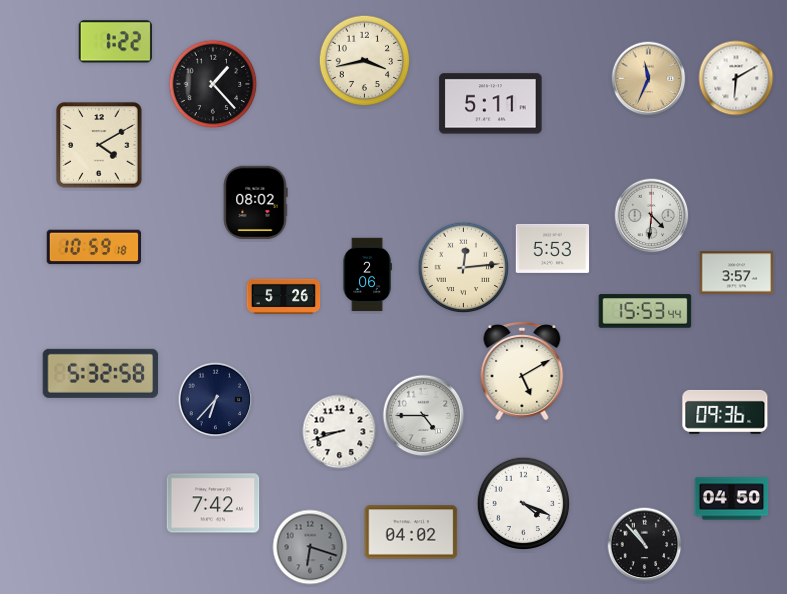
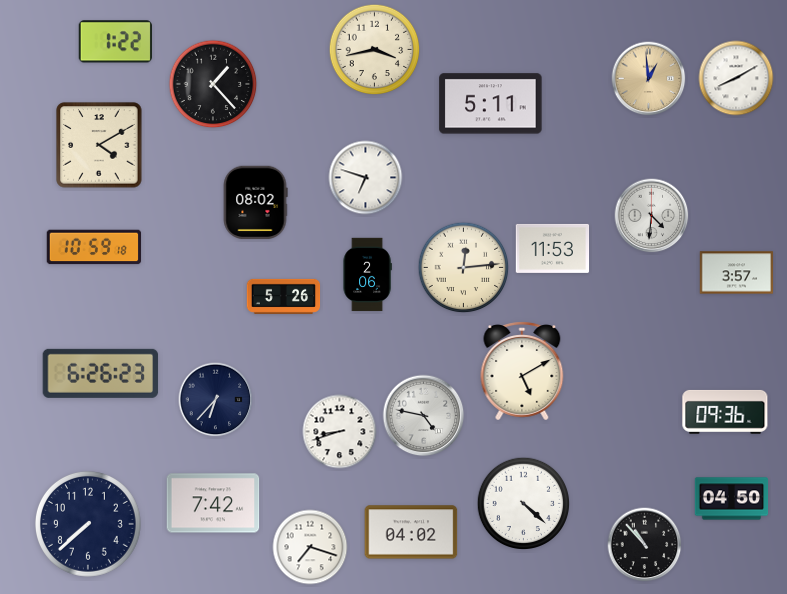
clock at (365, 61) position: (365, 61) -> (375, 50)
clock at (736, 78): 6:10 -> 8:10
clock at (649, 79): 11:34 -> 12:59
clock at (366, 178): none -> 6:48
clock at (553, 248): 5:53 -> 11:53
clock at (645, 311): 15:53 -> none
clock at (101, 373): 5:32 -> 6:26
clock at (424, 416): 4:45 -> 4:47
clock at (524, 504): 4:19 -> 4:22
clock at (88, 524): none -> 7:38
clock at (310, 547): 6:18 -> 7:18
clock at (310, 547) dial: grey -> white
